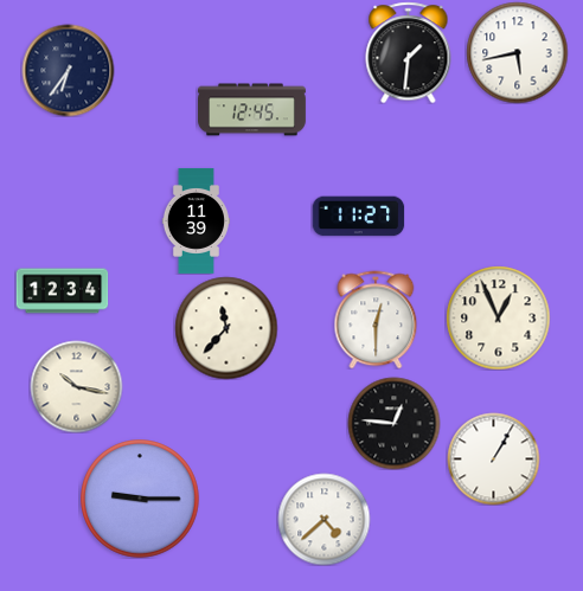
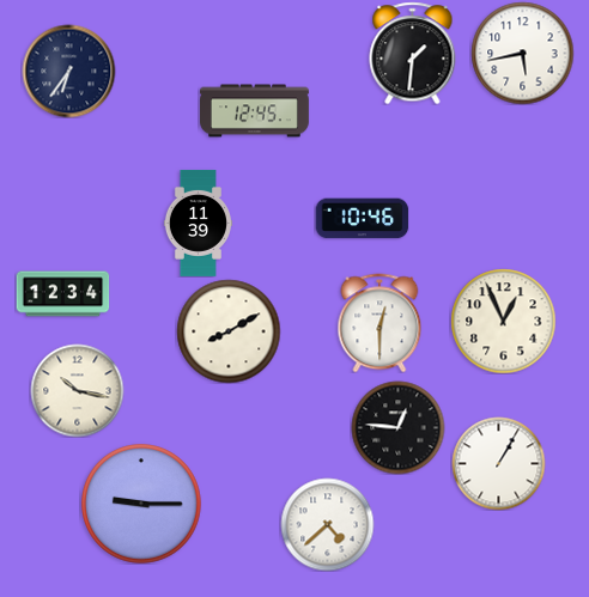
clock at (358, 217): 11:27 -> 10:46
clock at (226, 328): 11:37 -> 8:10
